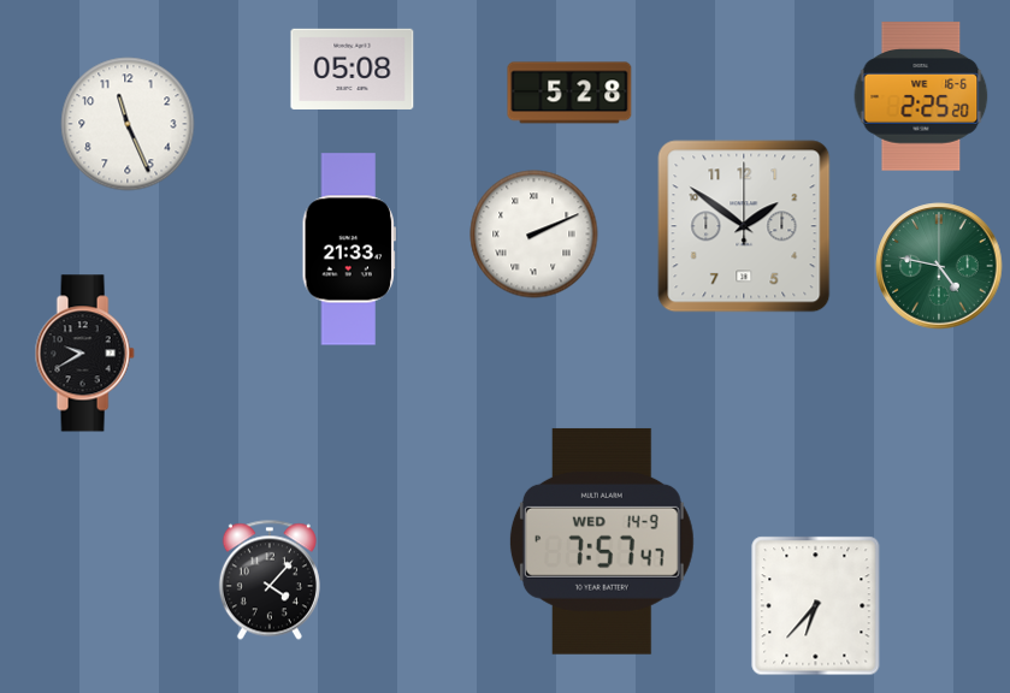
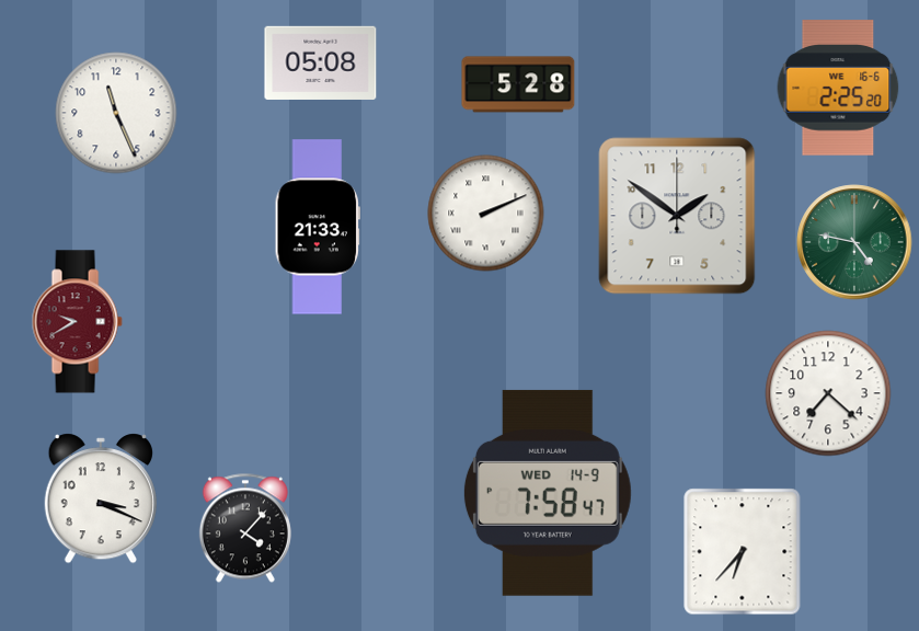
clock at (744, 226) position: (744, 226) -> (677, 216)
clock at (84, 354) dial: black -> burgundy
clock at (828, 393): none -> 7:22
clock at (602, 541): 7:57 -> 7:58
clock at (100, 498): none -> 3:19
